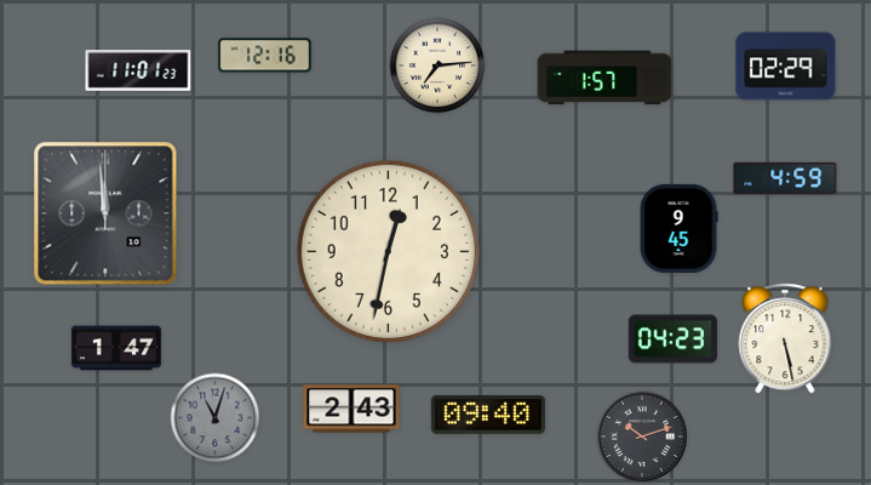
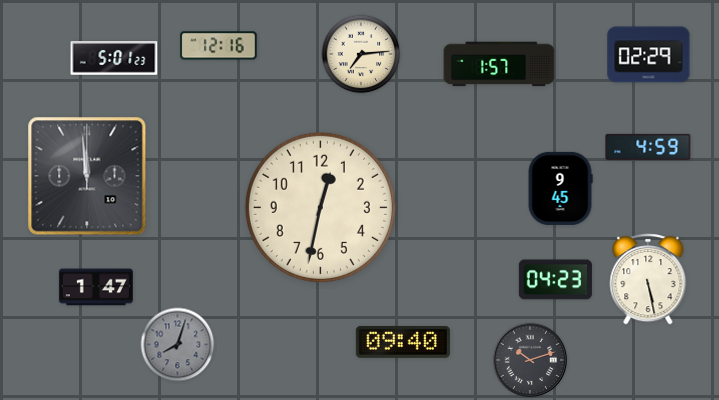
clock at (138, 70): 11:01 -> 5:01
clock at (351, 409): 2:43 -> none
clock at (216, 418): 11:03 -> 8:03
